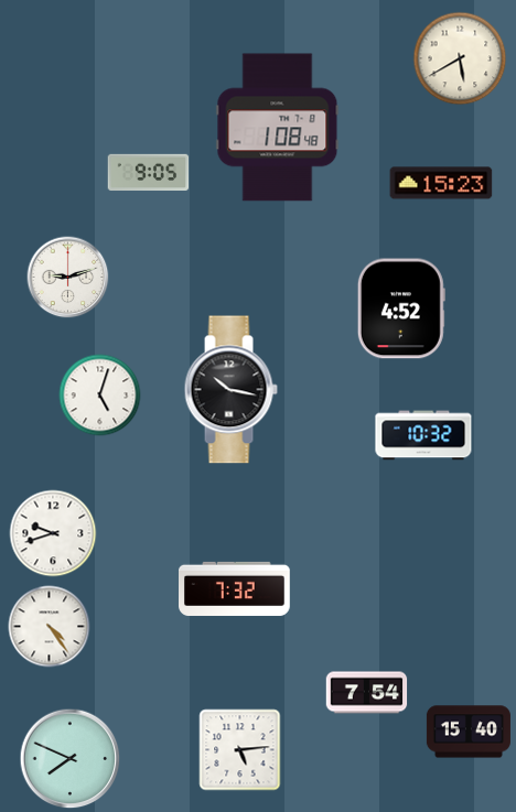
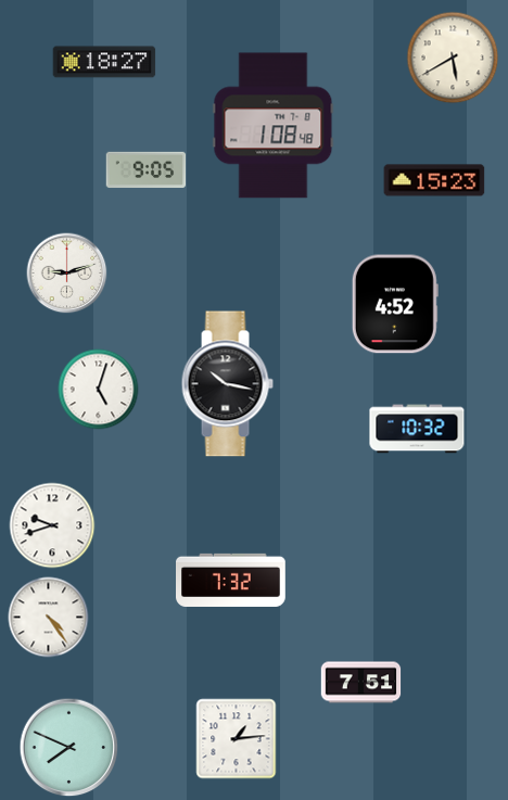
clock at (104, 62): none -> 18:27
clock at (367, 693): 7:54 -> 7:51
clock at (469, 732): 15:40 -> none
clock at (240, 750): 5:14 -> 1:14
